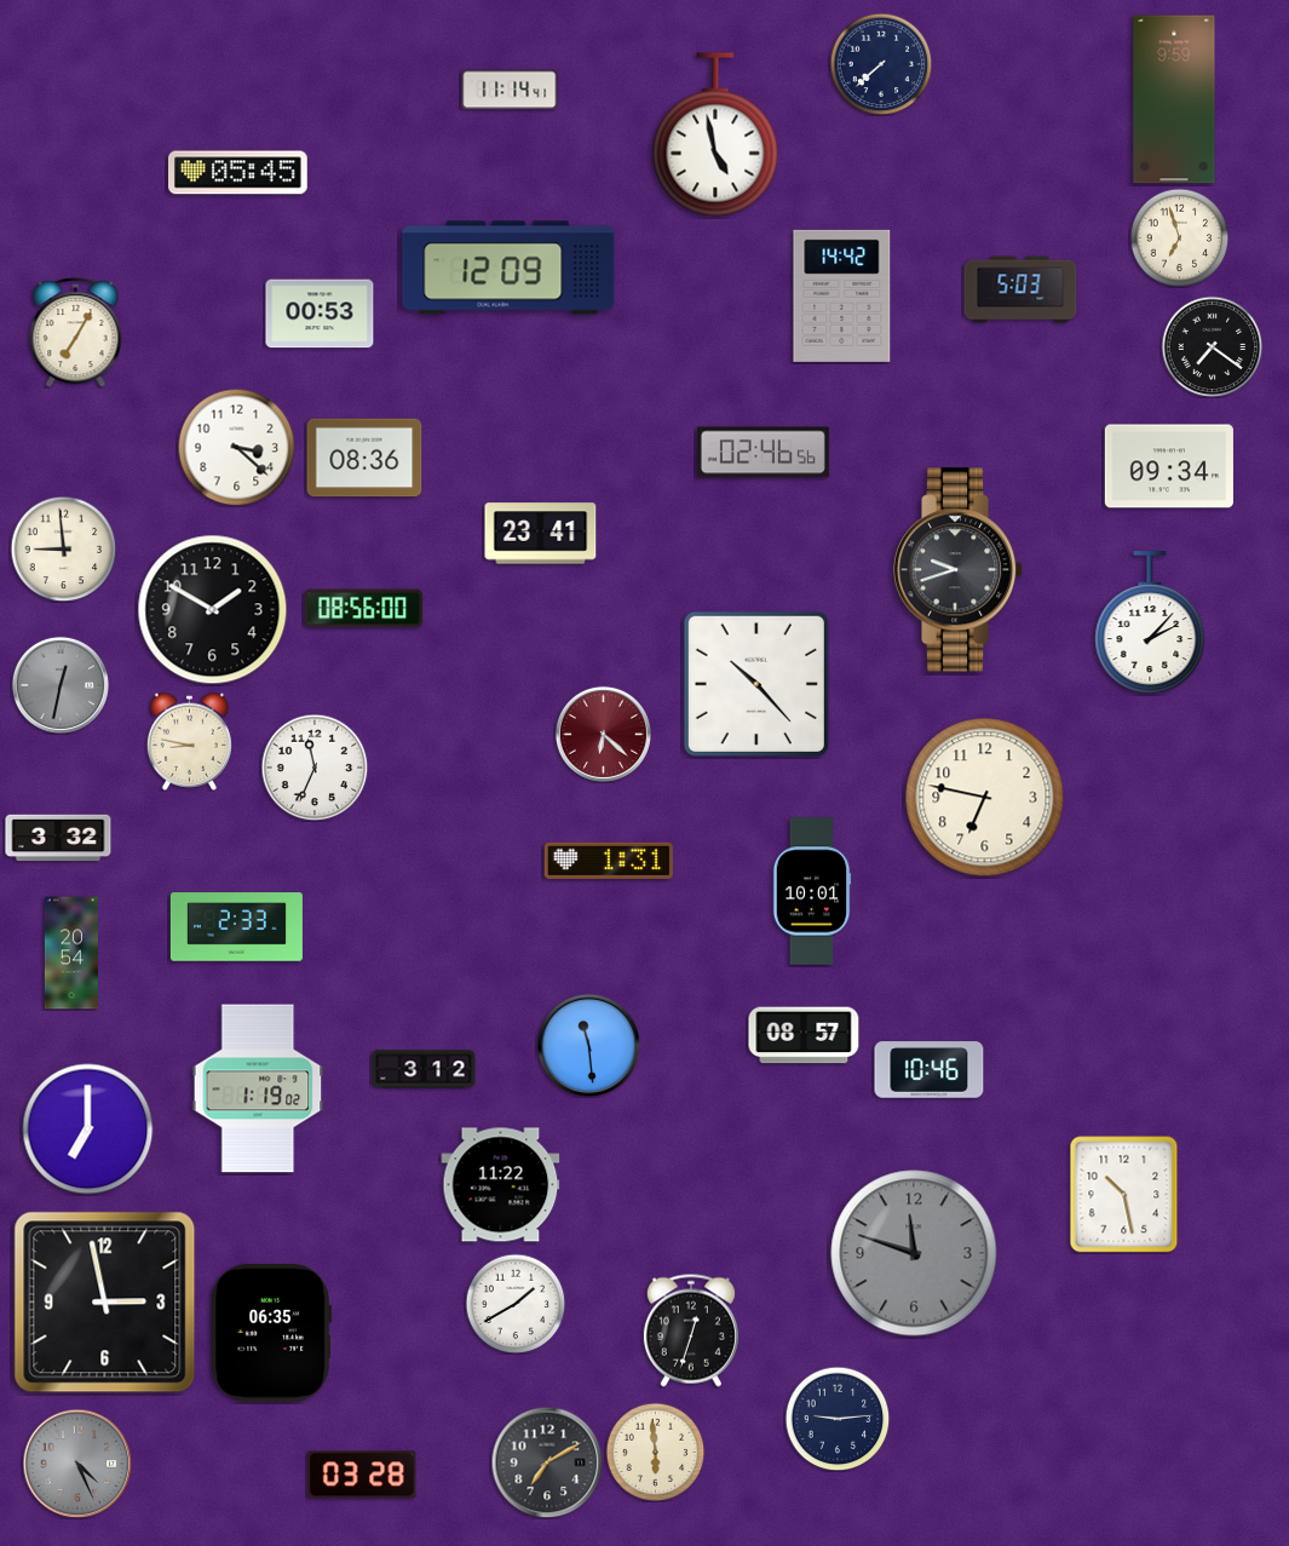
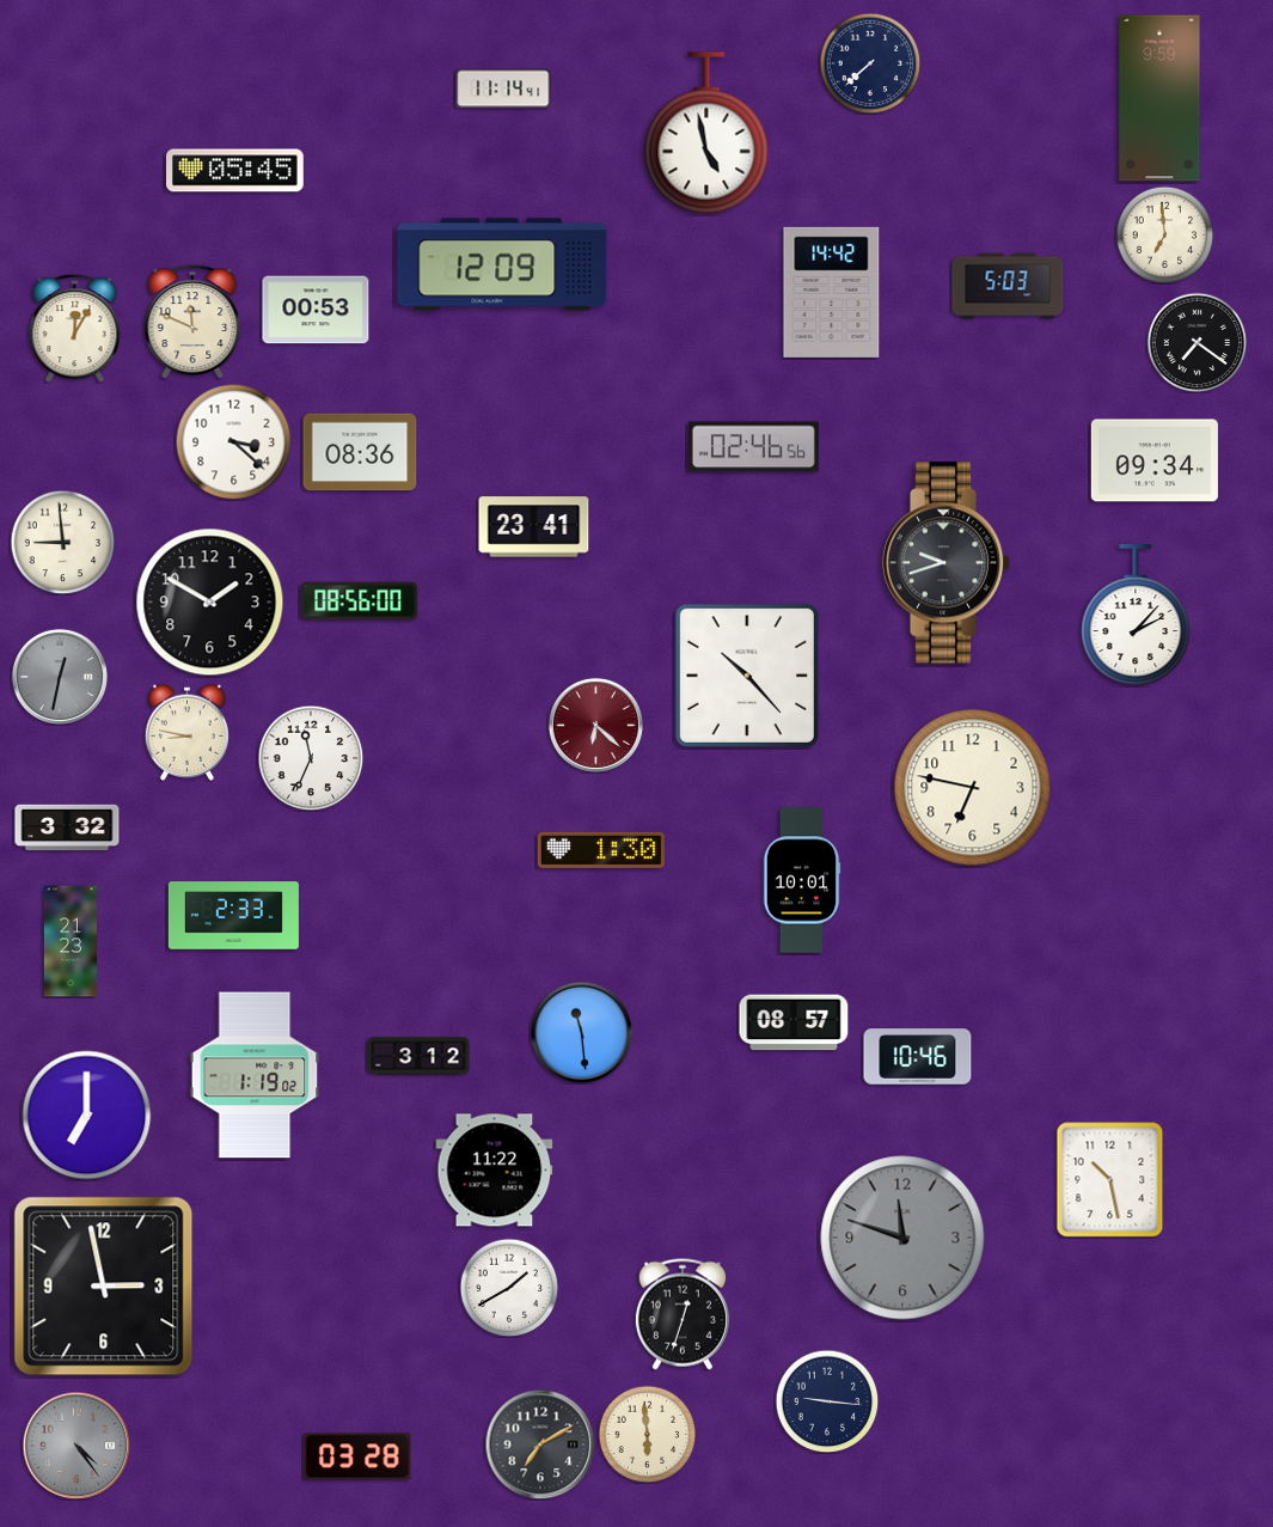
clock at (1179, 237): 6:57 -> 6:59
clock at (192, 322): none -> 11:49
clock at (76, 332): 7:05 -> 12:05
clock at (58, 838) position: (58, 838) -> (67, 827)
clock at (609, 861): 1:31 -> 1:30
clock at (71, 953): 20:54 -> 21:23
clock at (271, 1333): 06:35 -> none
clock at (838, 1419): 9:14 -> 9:16
clock at (77, 1464): 4:26 -> 4:24
